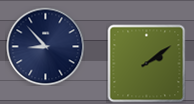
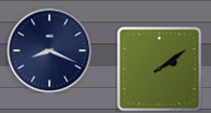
clock at (45, 46): 8:53 -> 8:19
